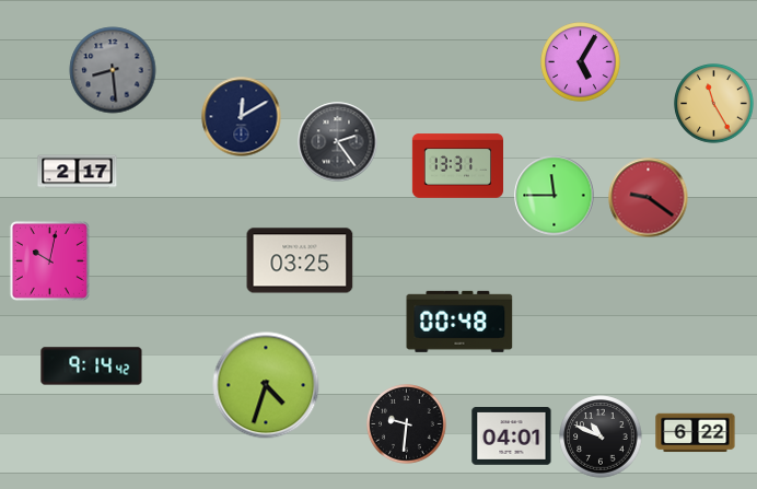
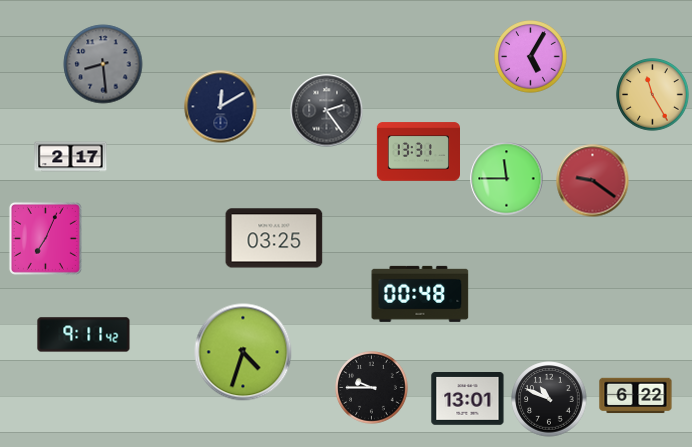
clock at (338, 142) position: (338, 142) -> (327, 111)
clock at (49, 260): 10:02 -> 7:04
clock at (92, 366): 9:14 -> 9:11
clock at (407, 424): 9:31 -> 9:45
clock at (512, 436): 04:01 -> 13:01
